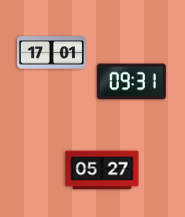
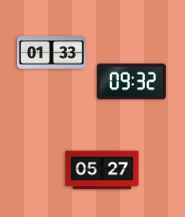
clock at (51, 53): 17:01 -> 01:33
clock at (131, 82): 09:31 -> 09:32
